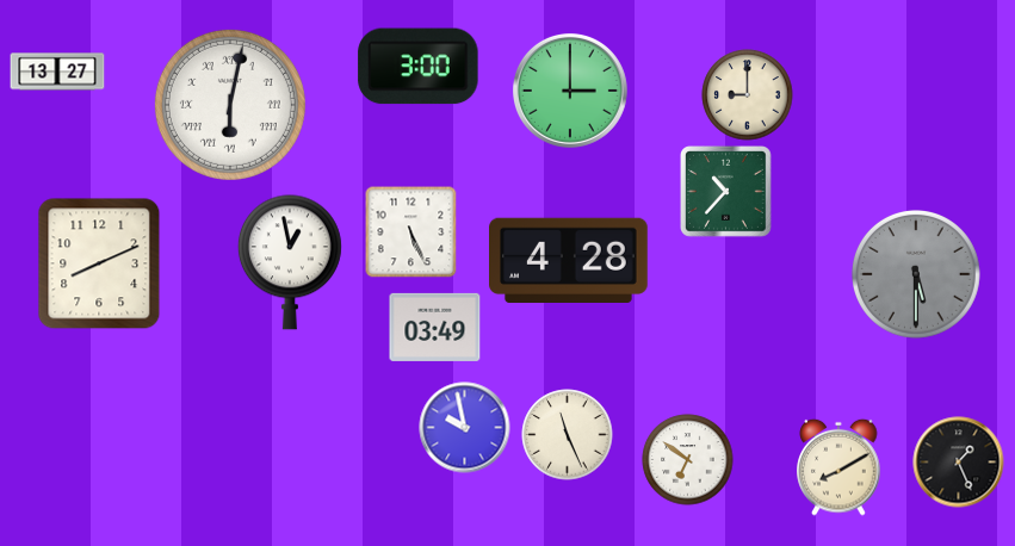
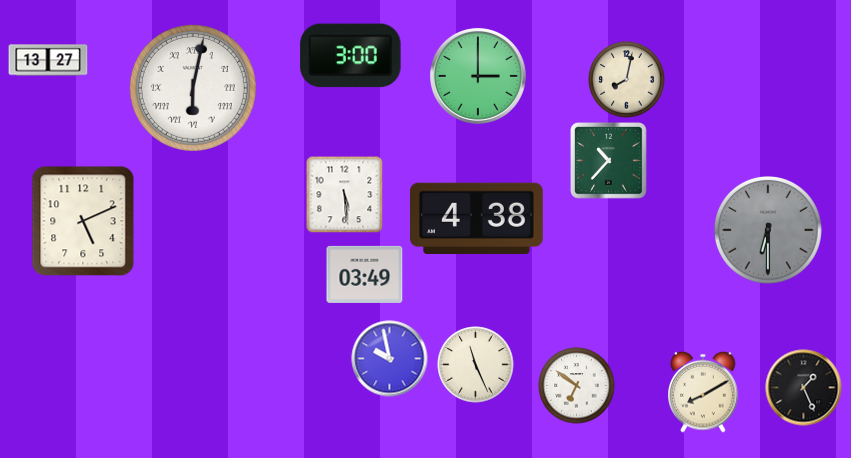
clock at (748, 95): 9:00 -> 8:02
clock at (410, 231): 5:26 -> 5:29
clock at (569, 260): 4:28 -> 4:38
clock at (290, 262): 12:58 -> none
clock at (99, 263): 8:11 -> 5:11
clock at (916, 274): 5:30 -> 6:30
